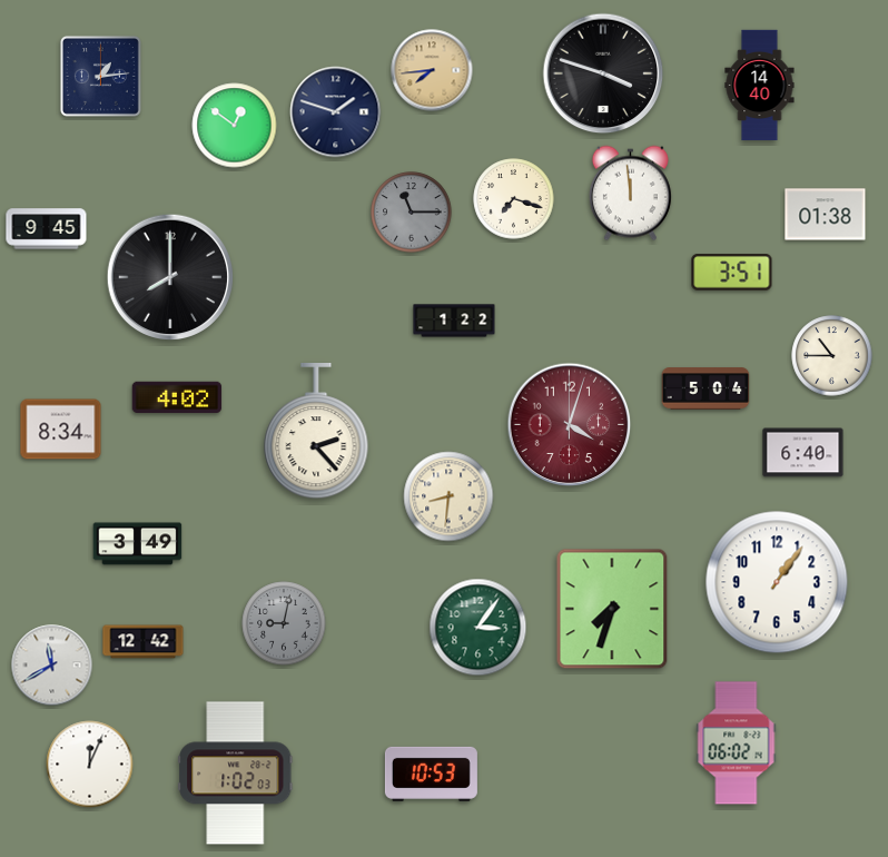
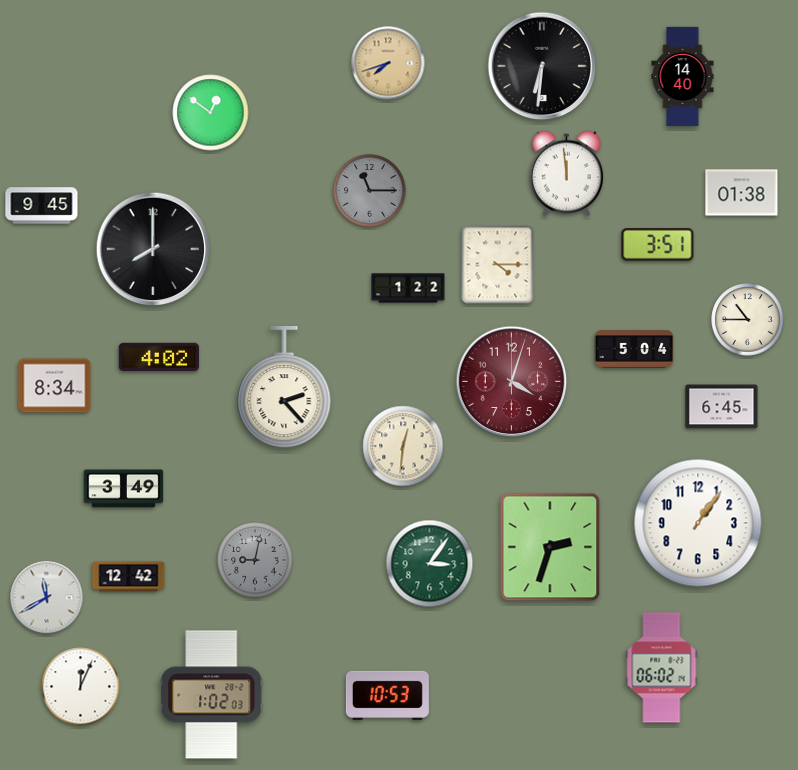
clock at (432, 70): 7:44 -> 7:42
clock at (603, 73): 3:48 -> 6:31
clock at (101, 77): 1:14 -> none
clock at (336, 112): 1:48 -> none
clock at (514, 199): 7:18 -> none
clock at (498, 265): none -> 4:15
clock at (803, 453): 6:40 -> 6:45
clock at (448, 496): 8:31 -> 12:31
clock at (612, 609): 7:33 -> 2:33
